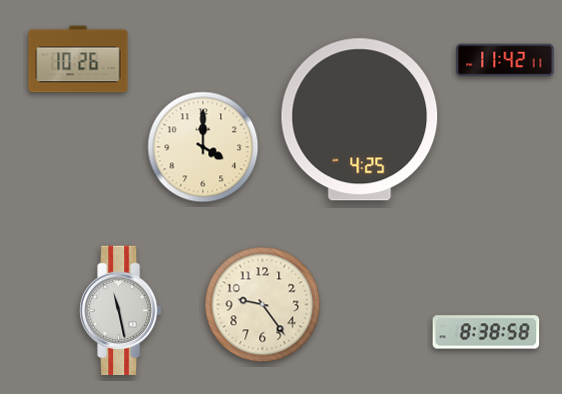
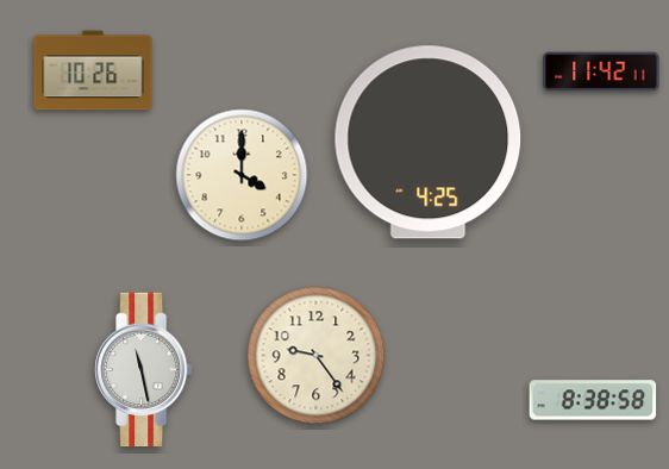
clock at (263, 305) position: (263, 305) -> (317, 356)
clock at (486, 332) position: (486, 332) -> (593, 400)
